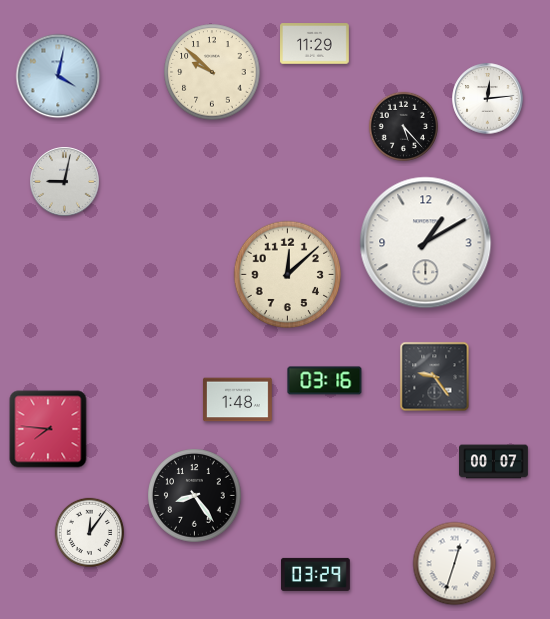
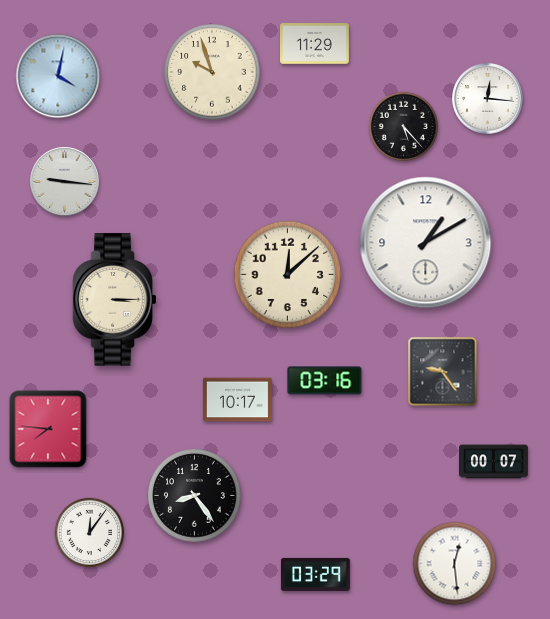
clock at (212, 72): 9:52 -> 9:57
clock at (488, 99): 12:14 -> 12:16
clock at (65, 182): 9:02 -> 9:16
clock at (115, 300): none -> 3:15
clock at (435, 377) position: (435, 377) -> (443, 372)
clock at (237, 400): 1:48 -> 10:17
clock at (455, 564): 12:33 -> 12:29
